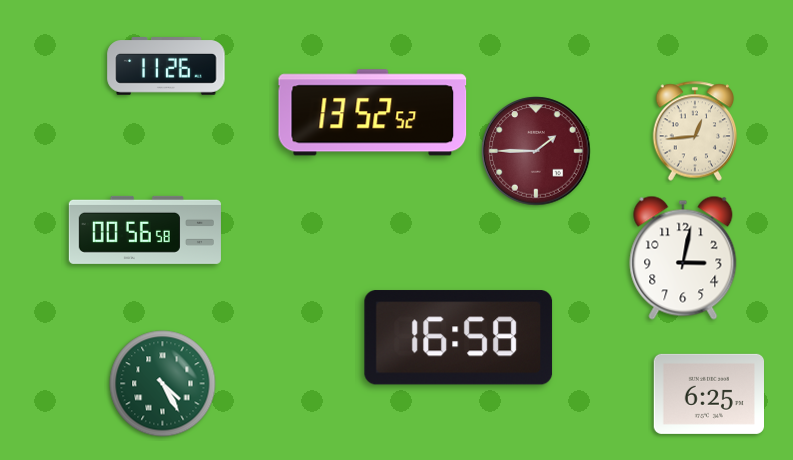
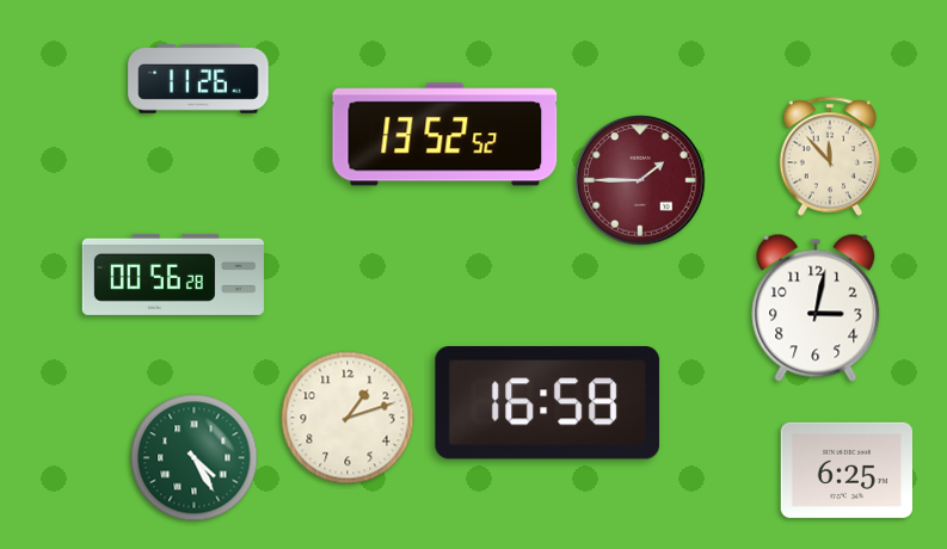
clock at (695, 131): 12:44 -> 11:53
clock at (145, 230): 00:56:58 -> 00:56:28
clock at (348, 418): none -> 1:12
